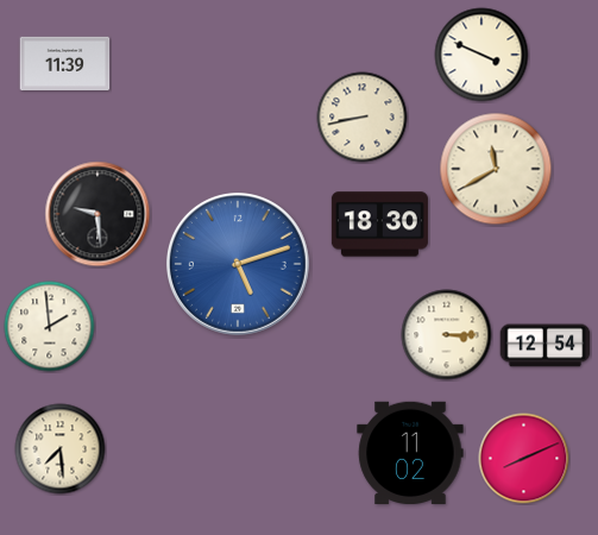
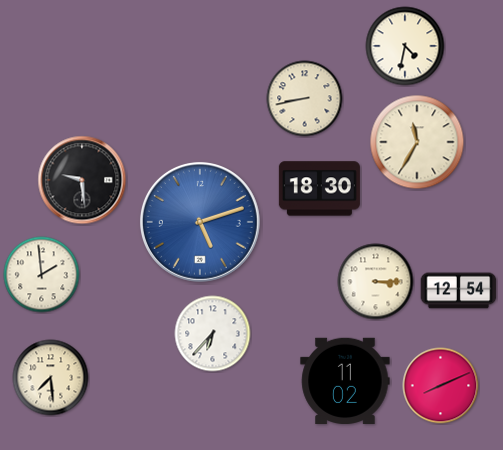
clock at (481, 55): 3:49 -> 4:32
clock at (65, 63): 11:39 -> none
clock at (496, 169): 11:40 -> 11:35
clock at (213, 334): none -> 6:37
